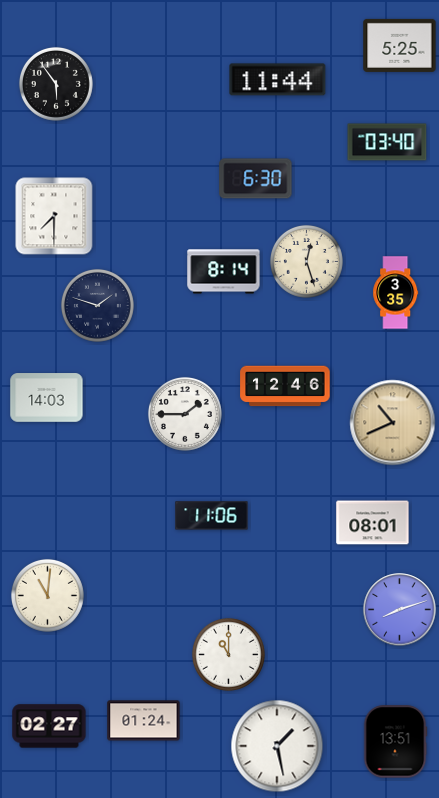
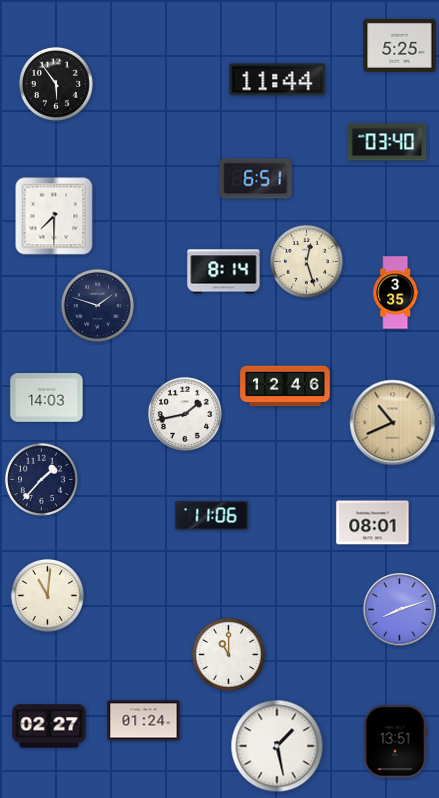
clock at (256, 179): 6:30 -> 6:51
clock at (185, 414): 1:45 -> 1:43
clock at (41, 479): none -> 1:37
